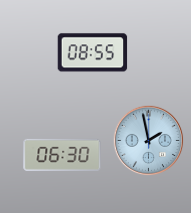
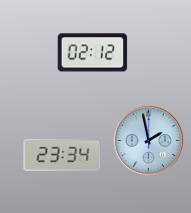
clock at (93, 53): 08:55 -> 02:12
clock at (62, 155): 06:30 -> 23:34
